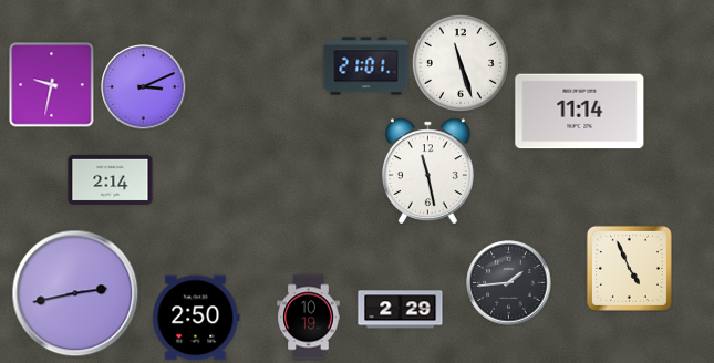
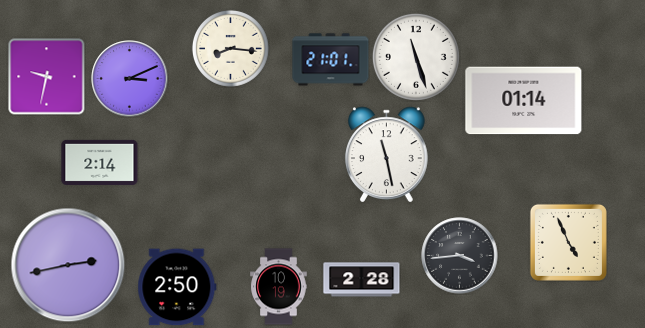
clock at (231, 49): none -> 8:16
clock at (580, 112): 11:14 -> 01:14
clock at (509, 283): 1:44 -> 3:44
clock at (401, 310): 2:29 -> 2:28
